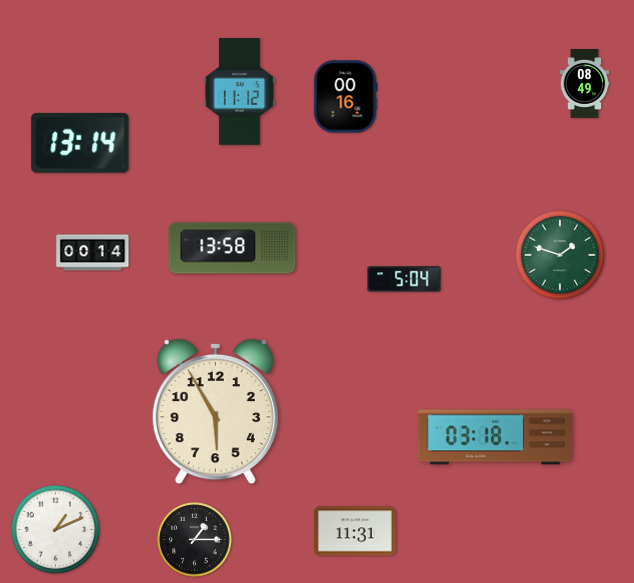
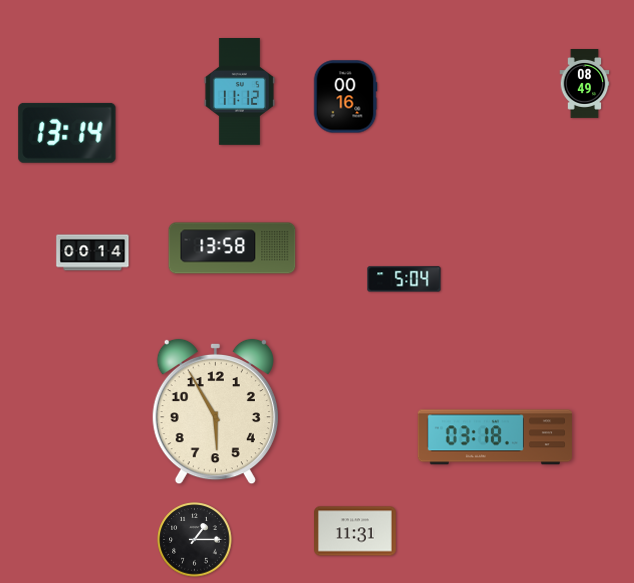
clock at (80, 143) position: (80, 143) -> (67, 133)
clock at (560, 255): 1:48 -> none
clock at (56, 530): 1:11 -> none
